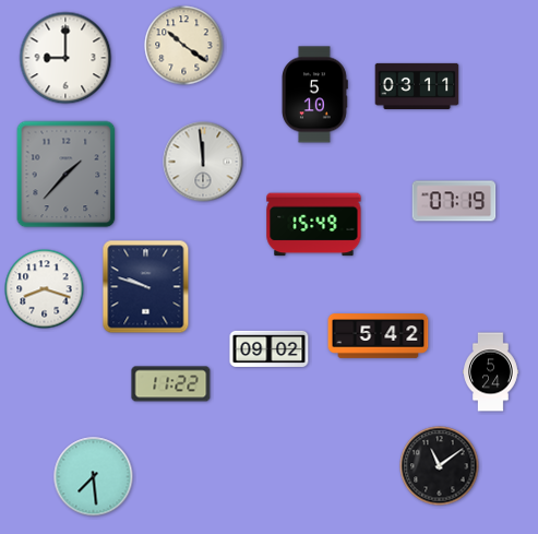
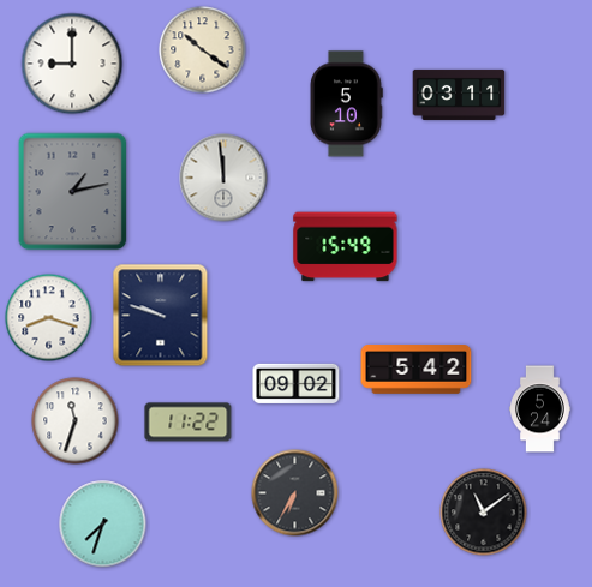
clock at (67, 175): 1:37 -> 1:13
clock at (454, 201): 07:19 -> none
clock at (76, 421): none -> 11:33
clock at (295, 493): none -> 6:35
clock at (94, 477): 7:29 -> 7:33
